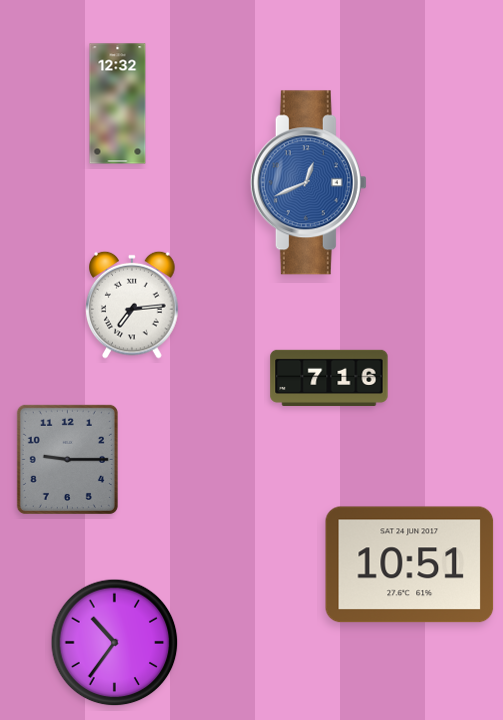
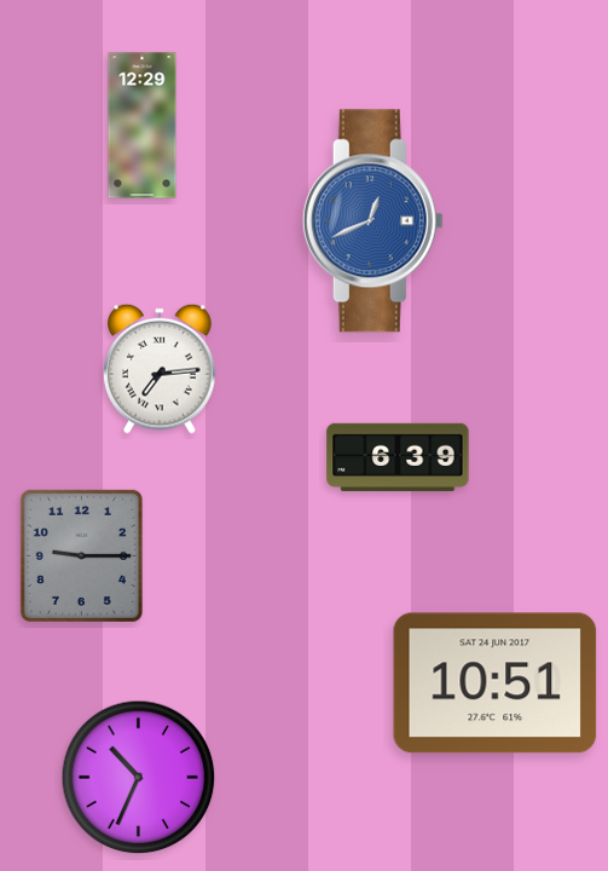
clock at (118, 104): 12:32 -> 12:29
clock at (329, 378): 7:16 -> 6:39
clock at (115, 643): 10:36 -> 10:34
